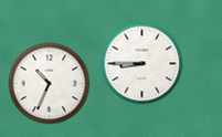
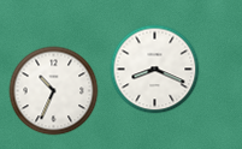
clock at (142, 64): 8:45 -> 8:19
